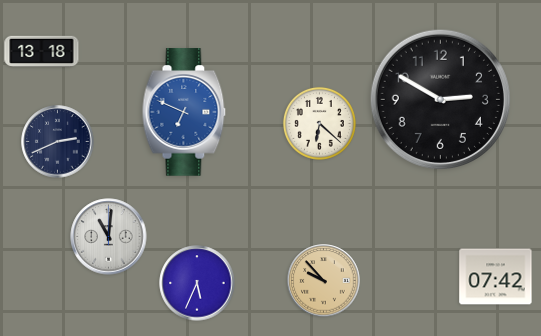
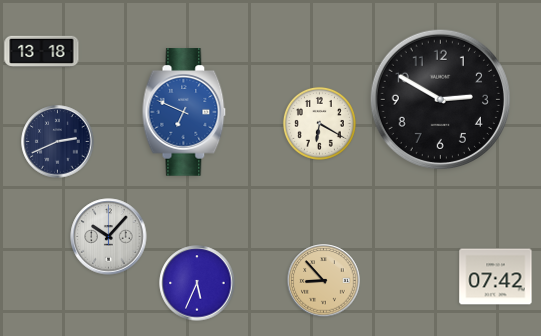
clock at (319, 123): 6:22 -> 6:20
clock at (109, 237): 11:01 -> 10:07
clock at (324, 281): 9:53 -> 8:53
